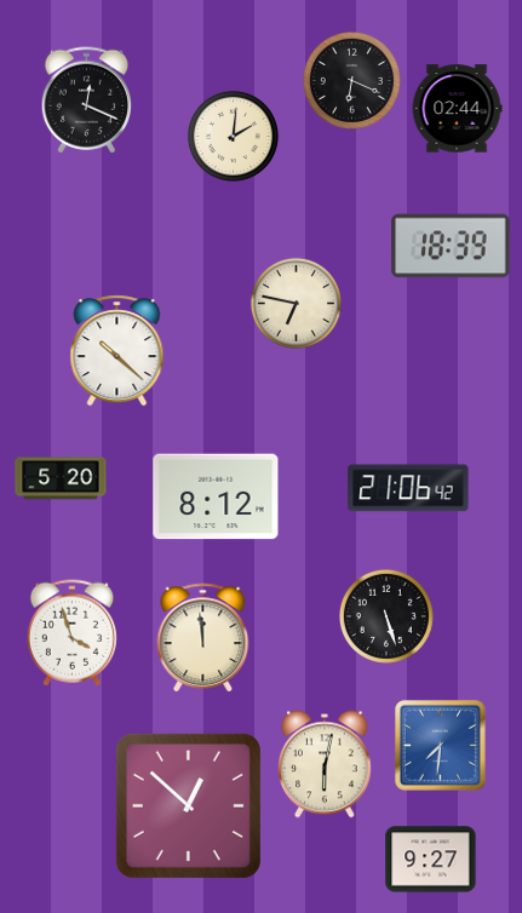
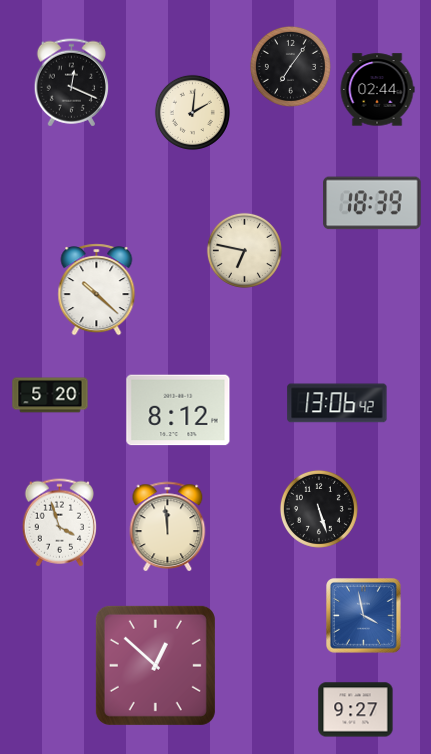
clock at (351, 80): 6:19 -> 7:06
clock at (408, 488): 21:06 -> 13:06
clock at (441, 746): 7:31 -> 3:58
clock at (326, 764): 6:02 -> none
